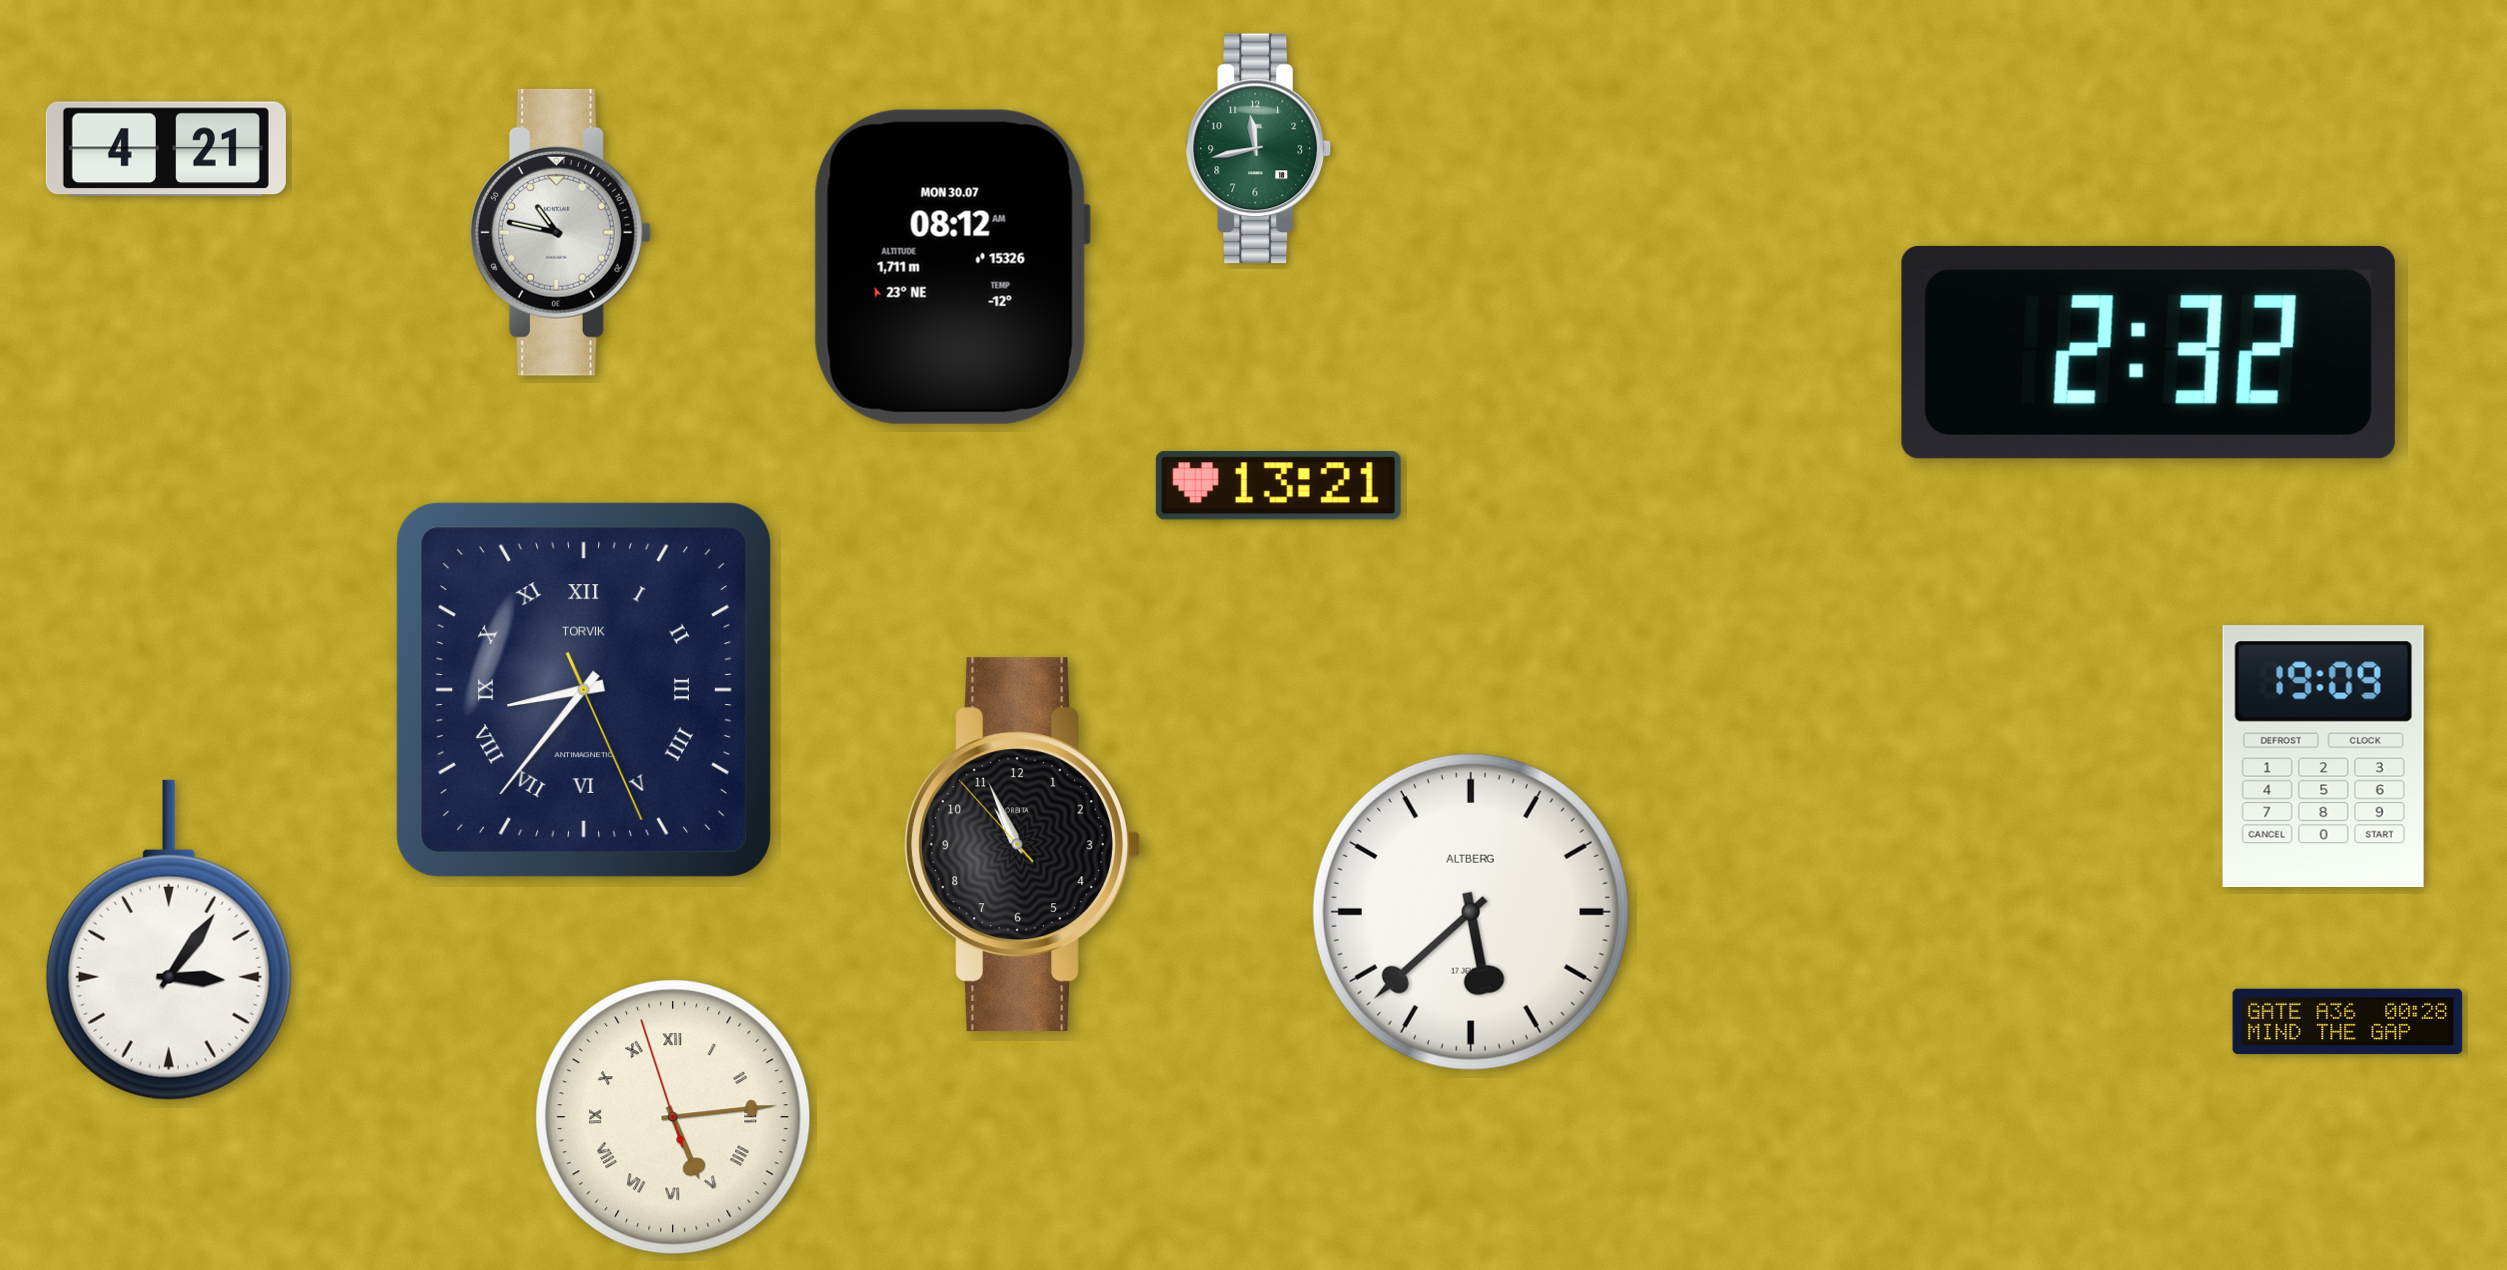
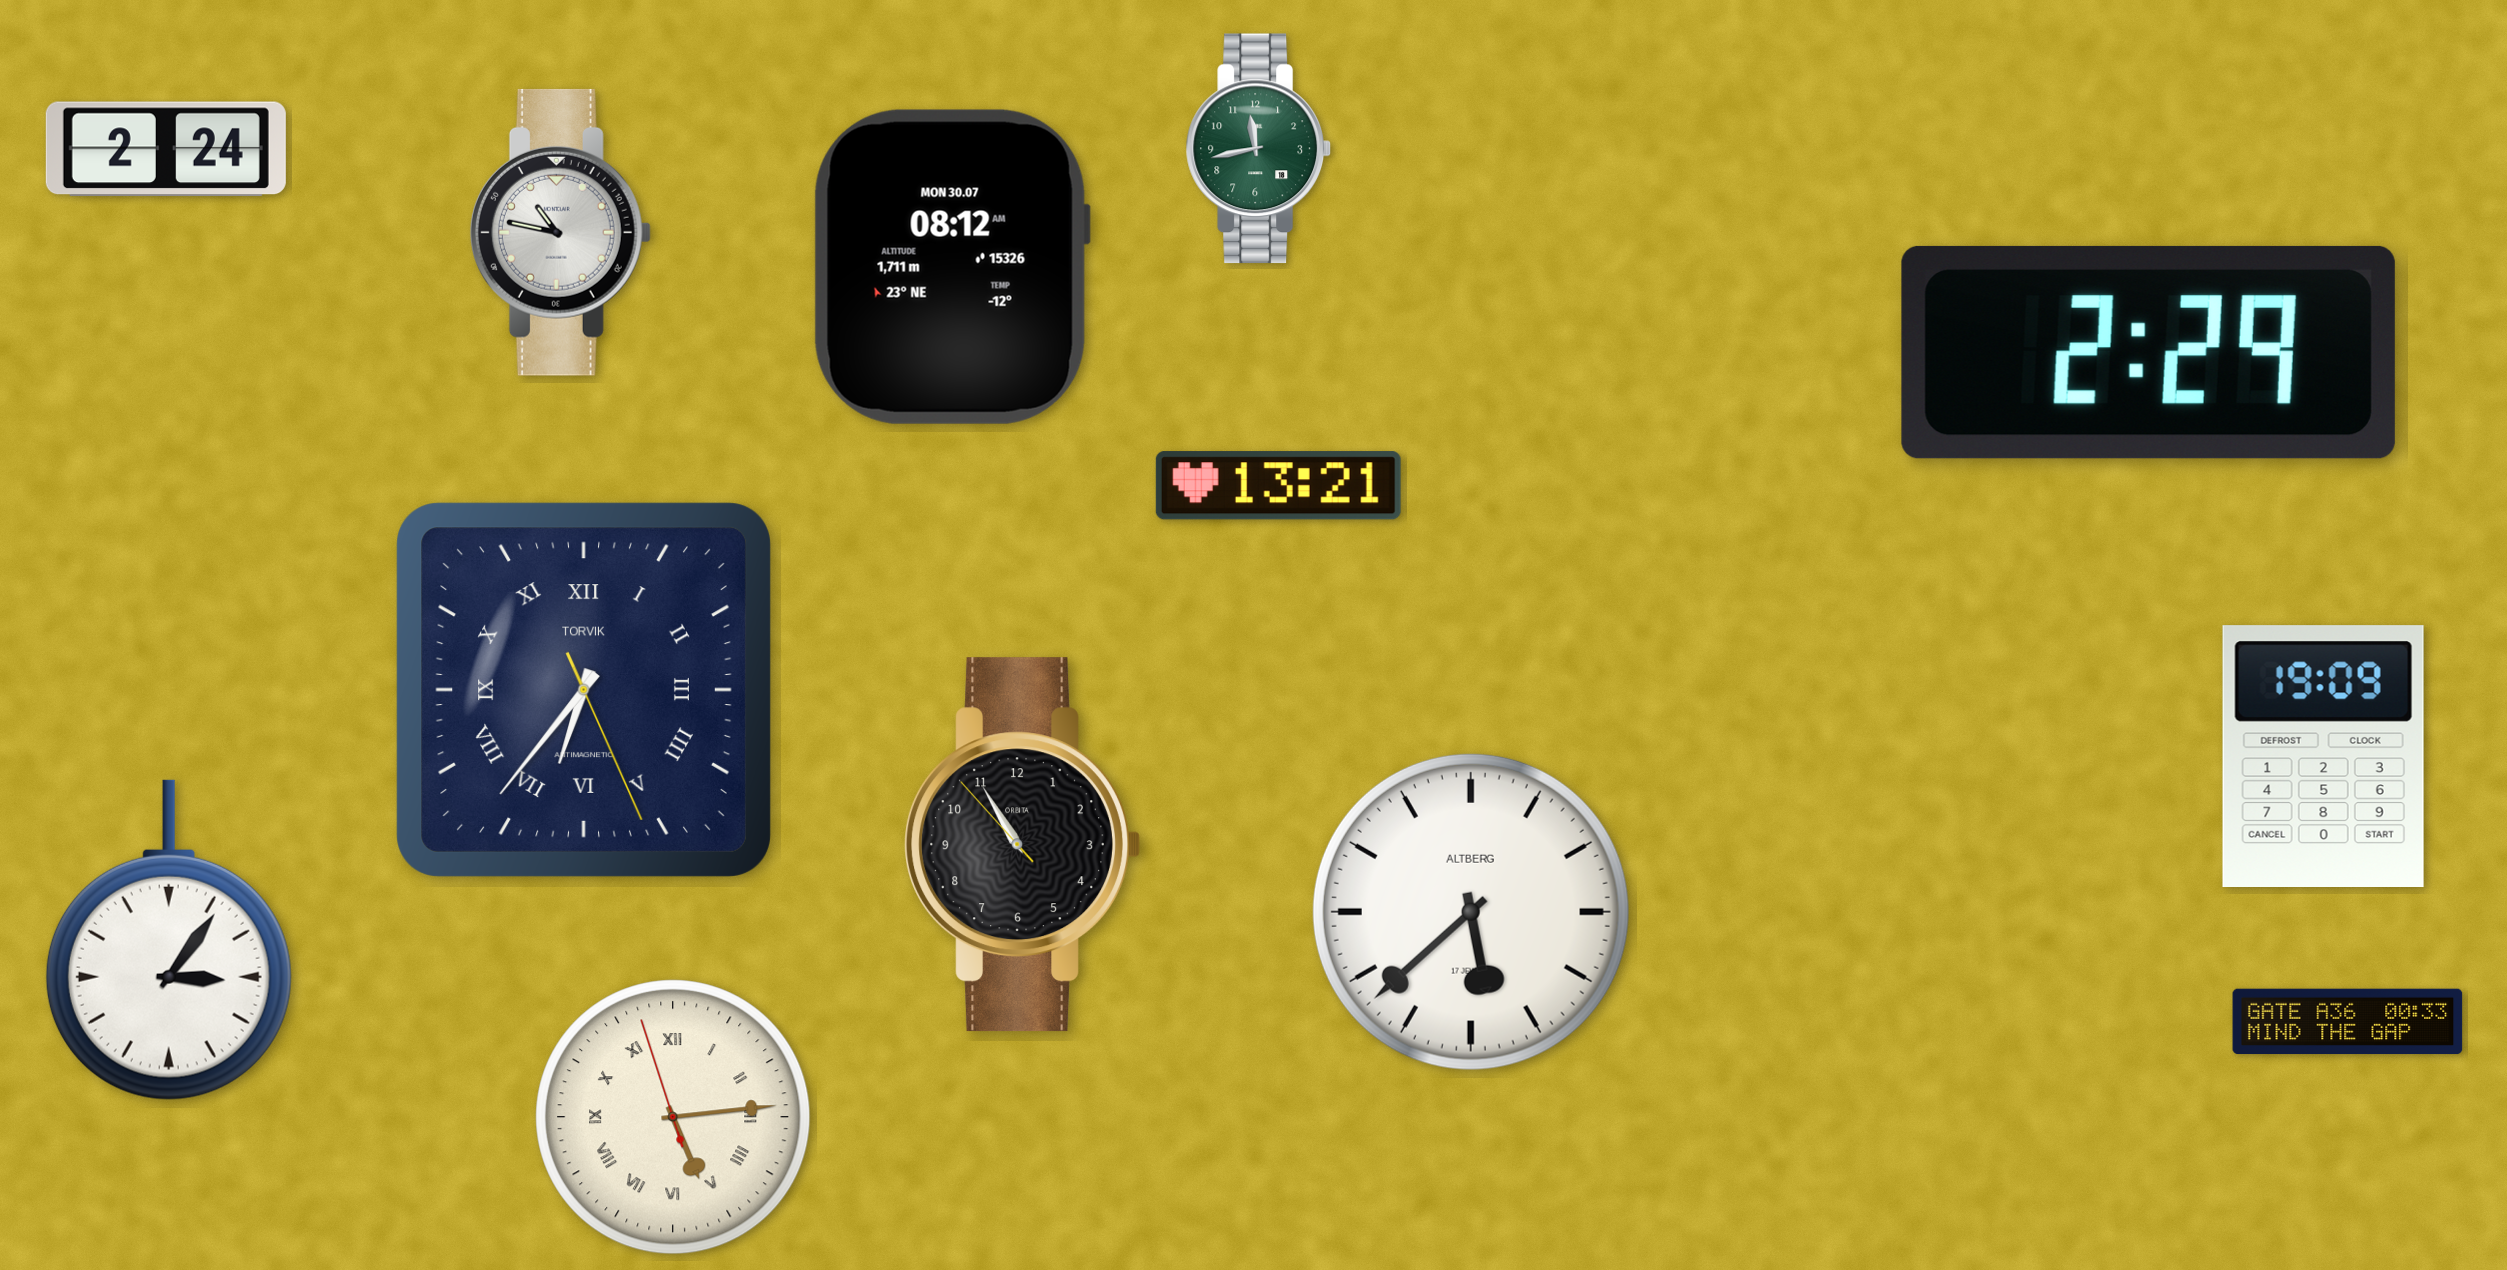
clock at (166, 149): 4:21 -> 2:24
clock at (2148, 352): 2:32 -> 2:29
clock at (584, 690): 8:36 -> 6:36
clock at (1022, 845): 10:55 -> 10:54
clock at (2348, 1022): 00:28 -> 00:33
